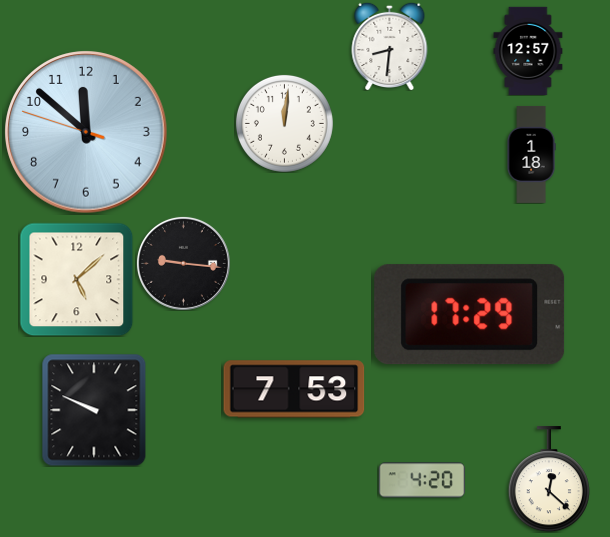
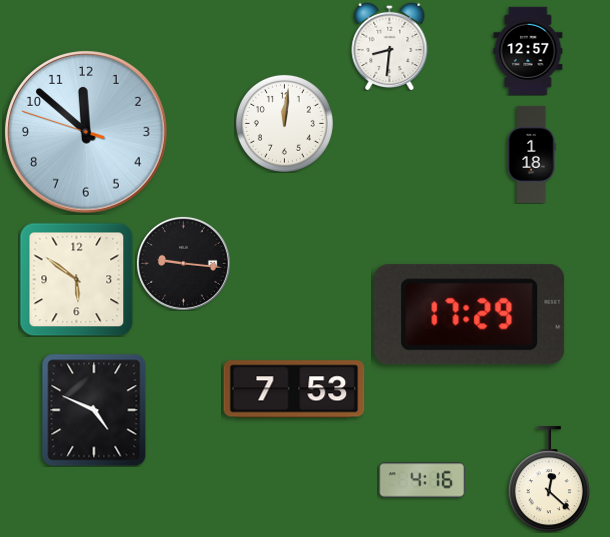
clock at (76, 279): 5:08 -> 5:51
clock at (94, 410): 9:49 -> 4:49
clock at (421, 480): 4:20 -> 4:16
